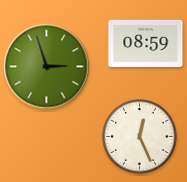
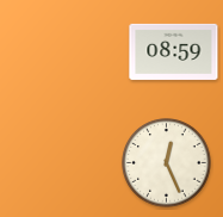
clock at (47, 67): 2:57 -> none
